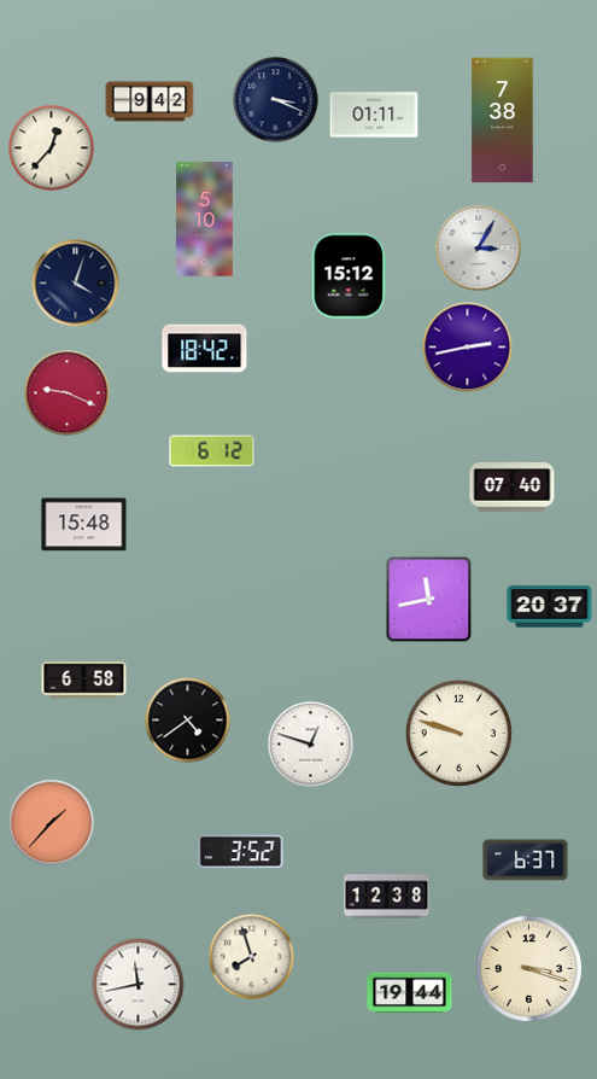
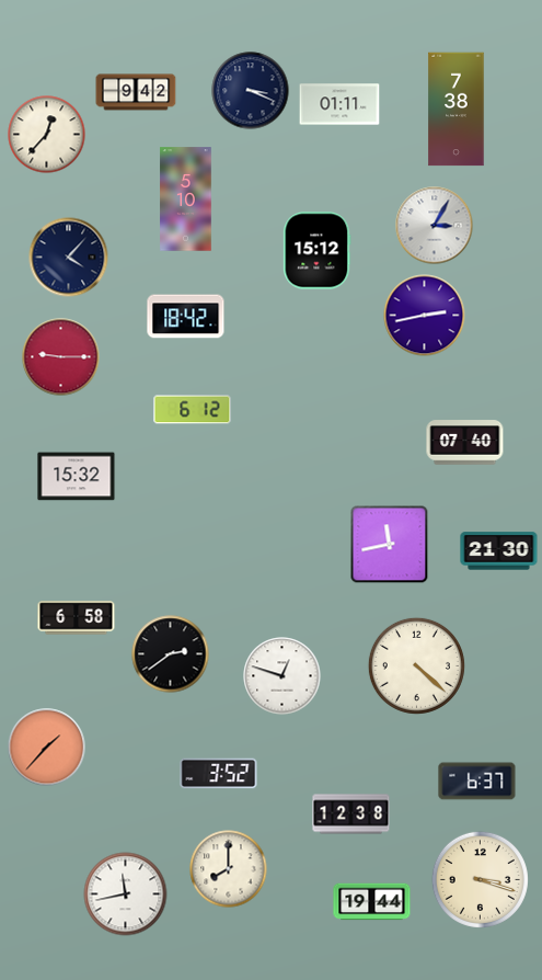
clock at (76, 284): 4:03 -> 4:07
clock at (68, 393): 9:19 -> 9:15
clock at (84, 525): 15:48 -> 15:32
clock at (550, 607): 20:37 -> 21:30
clock at (188, 721): 4:39 -> 2:39
clock at (458, 733): 9:48 -> 4:22
clock at (252, 957): 7:57 -> 8:00
